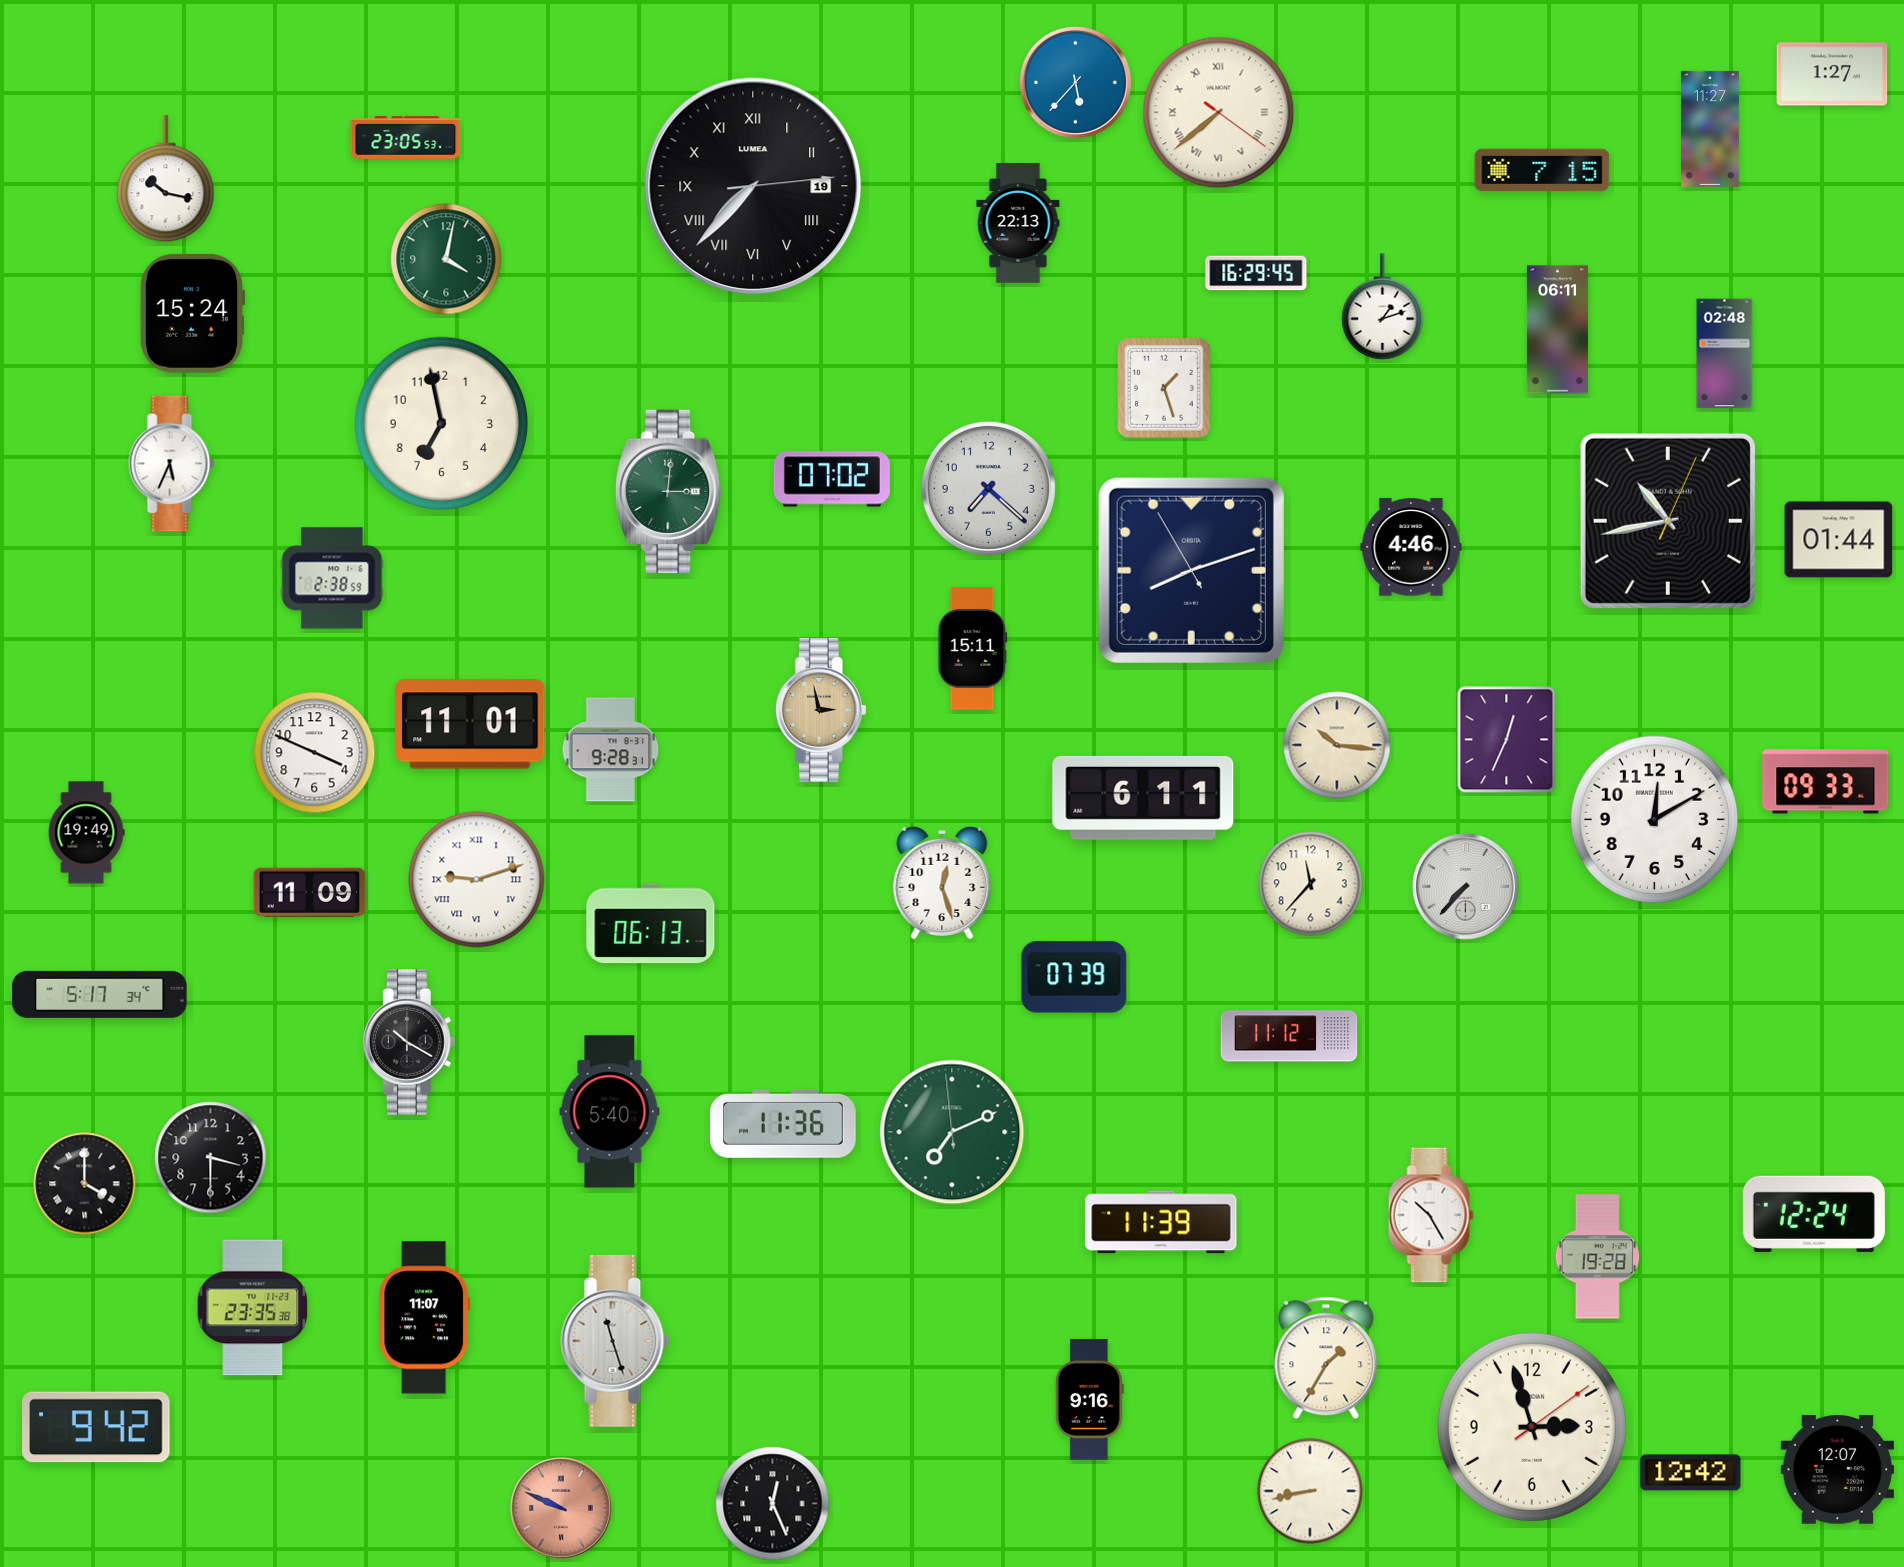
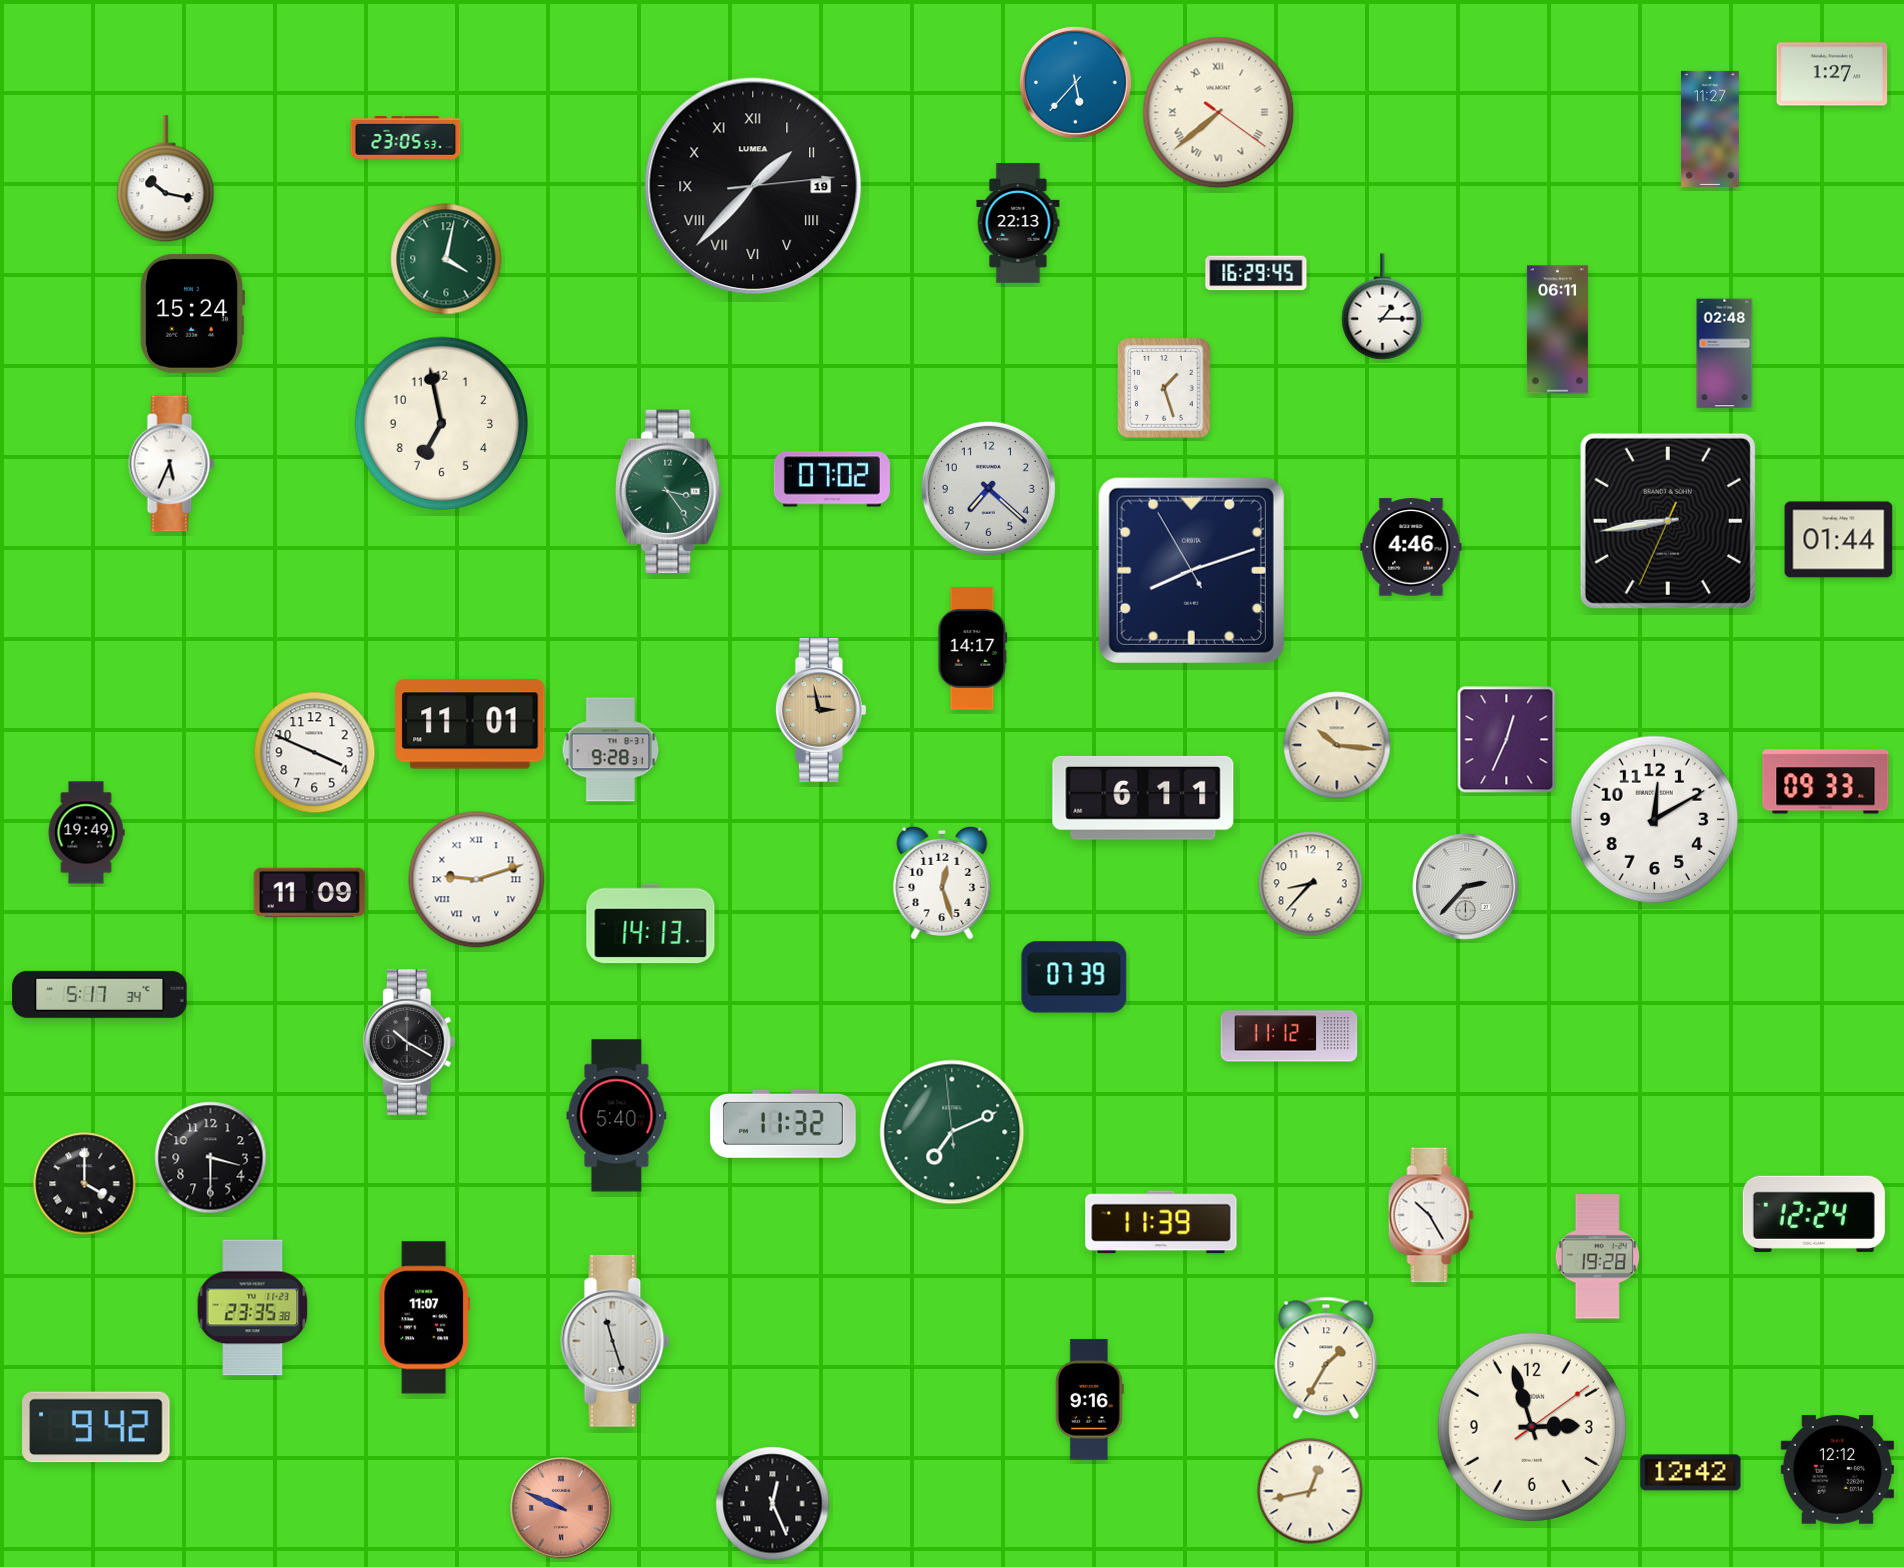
clock at (1542, 170): 7:15 -> none
clock at (753, 186): 7:37 -> 1:37
clock at (1383, 307): 1:12 -> 1:15
clock at (669, 492): 3:01 -> 3:24
clock at (1668, 521): 10:43 -> 8:43
clock at (332, 578): 2:38 -> none
clock at (973, 649): 15:11 -> 14:17
clock at (1311, 884): 11:37 -> 8:37
clock at (1466, 887): 7:37 -> 2:37
clock at (651, 924): 06:13 -> 14:13
clock at (610, 1112) position: (610, 1112) -> (617, 1116)
clock at (784, 1124): 11:36 -> 11:32
clock at (1837, 1470): 12:07 -> 12:12
clock at (1310, 1491): 8:43 -> 12:43
